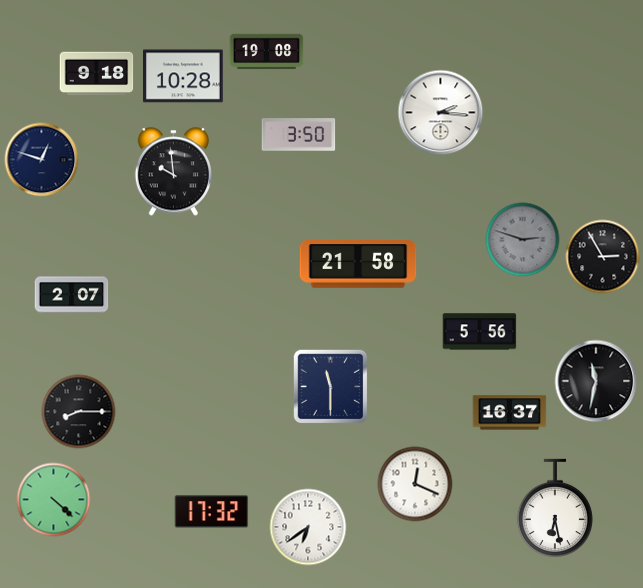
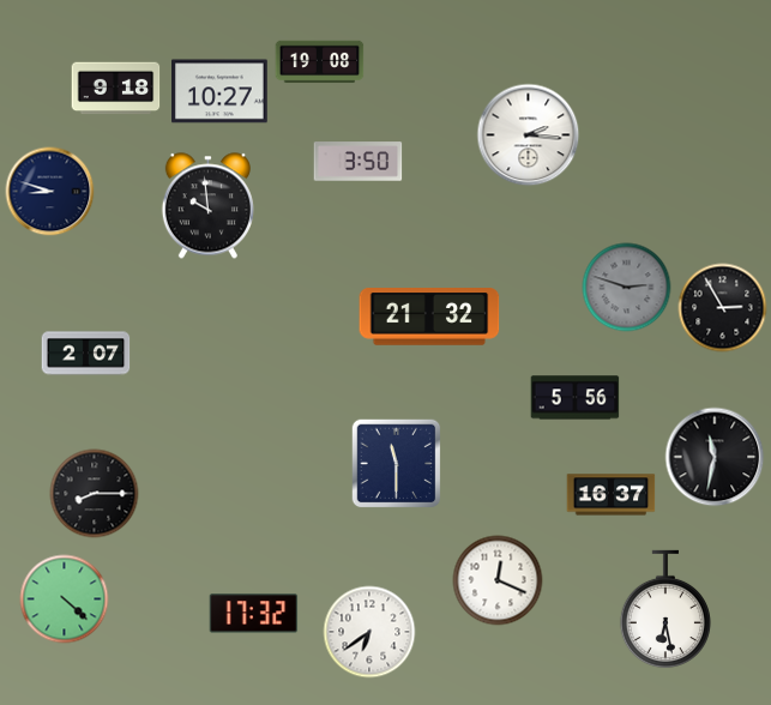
clock at (184, 76): 10:28 -> 10:27
clock at (42, 160): 12:48 -> 8:48
clock at (358, 265): 21:58 -> 21:32
